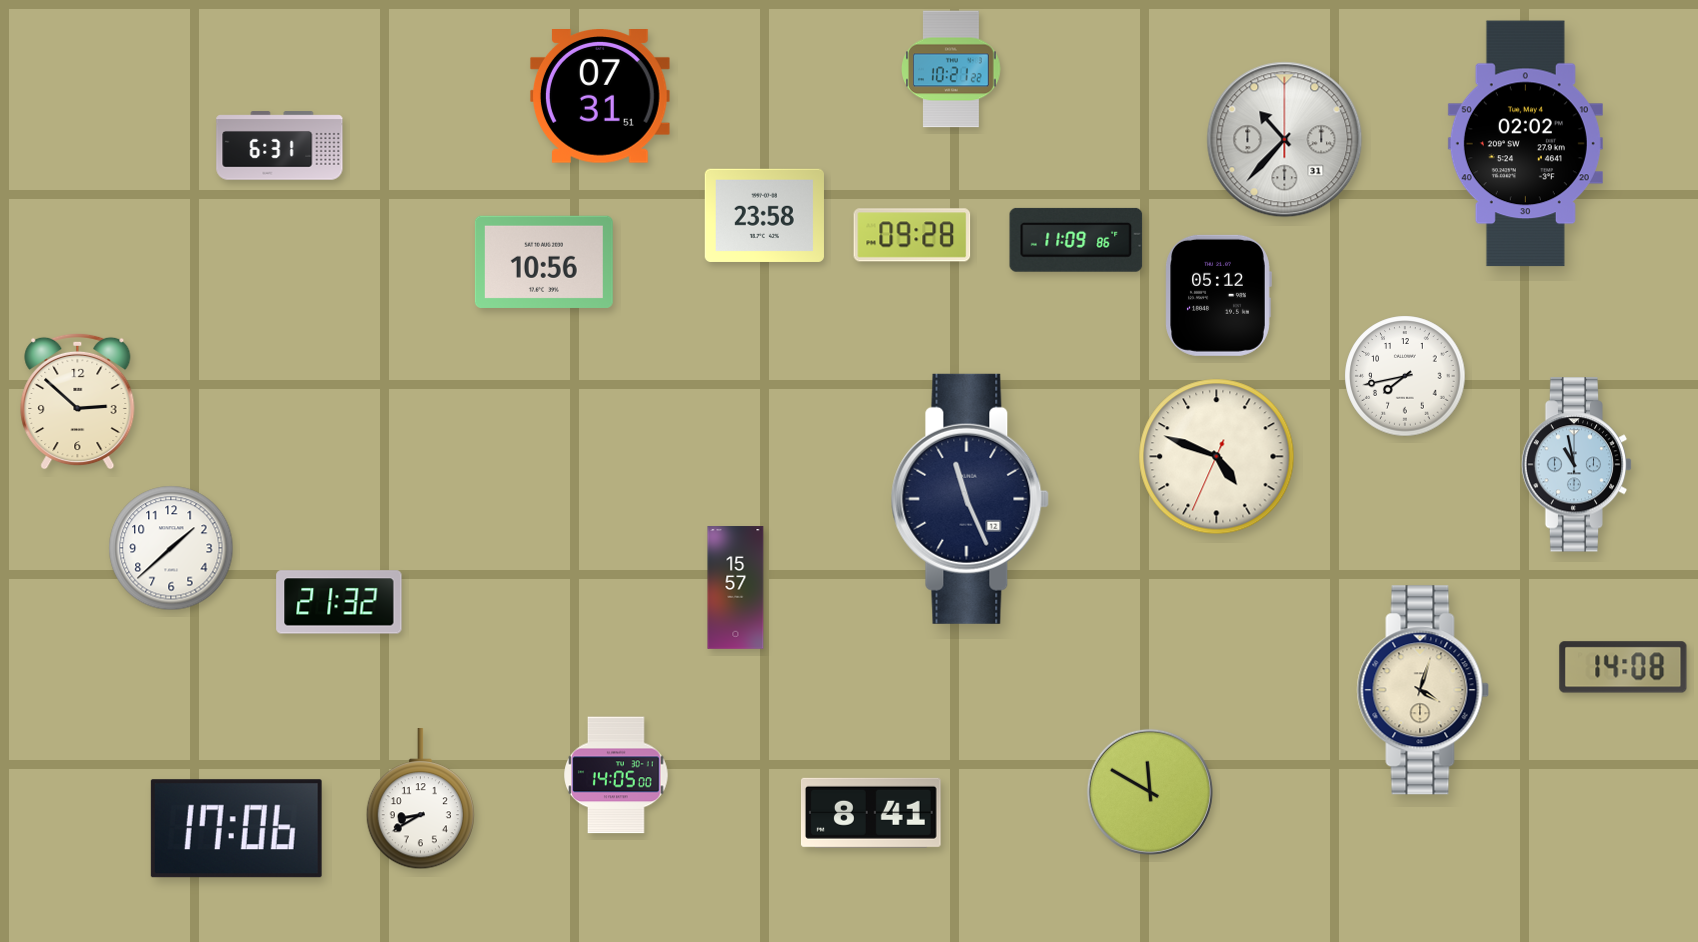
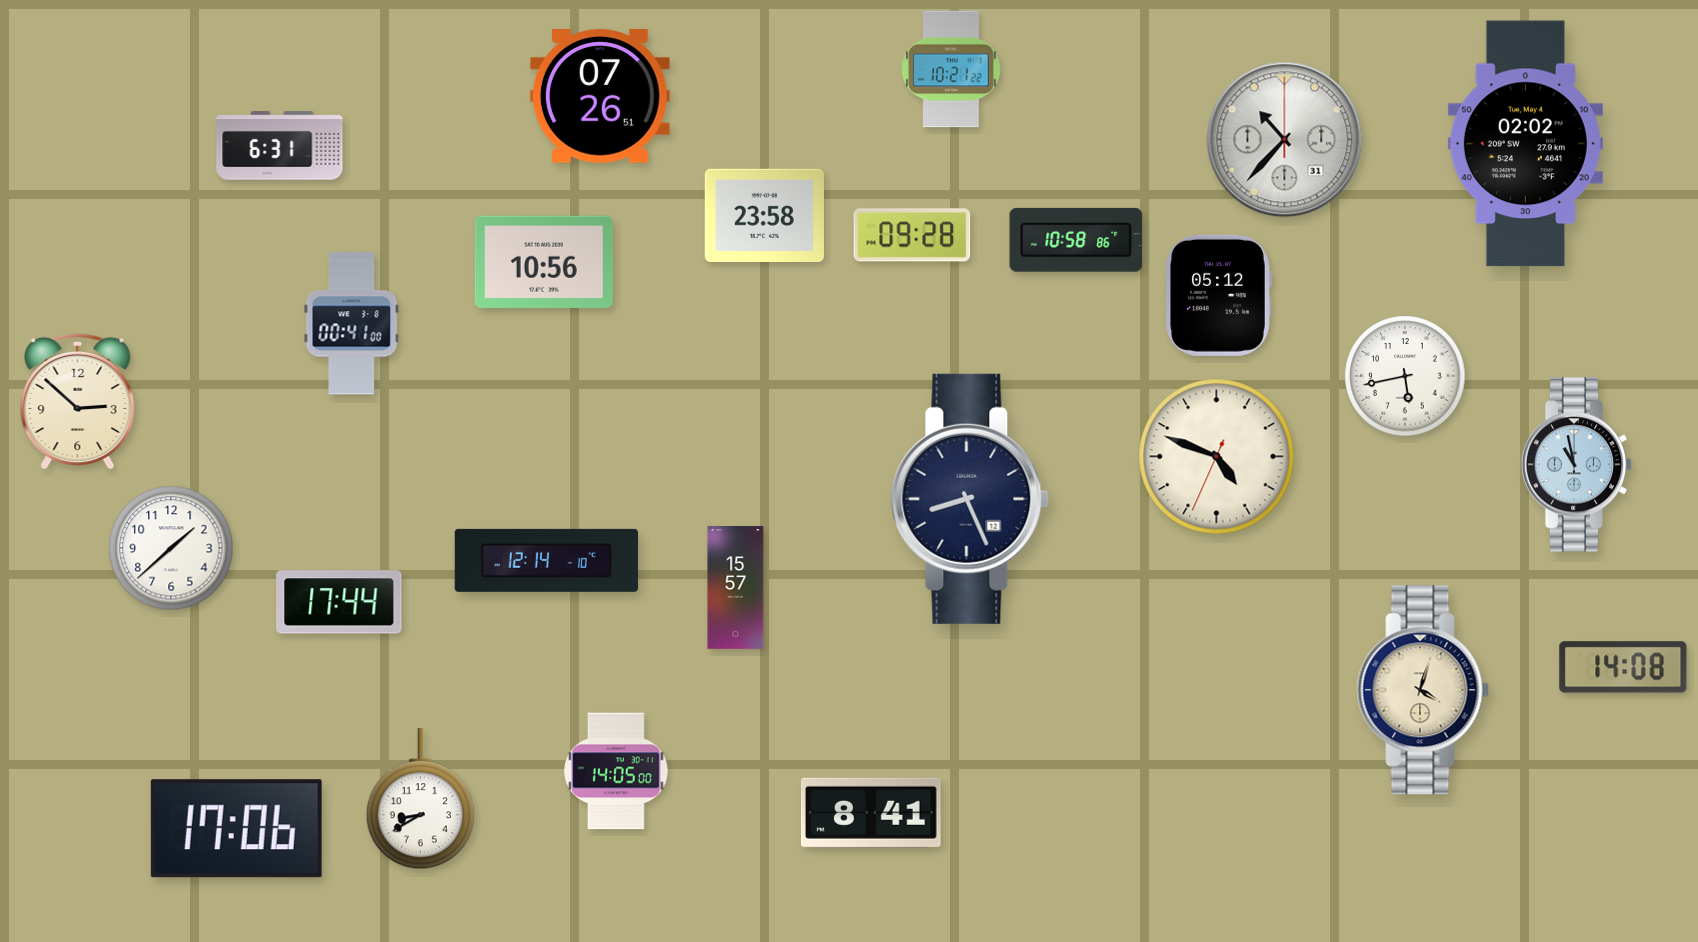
clock at (600, 97): 07:31 -> 07:26
clock at (1076, 240): 11:09 -> 10:58
clock at (352, 324): none -> 00:41
clock at (1405, 376): 7:43 -> 5:43
clock at (970, 499): 11:26 -> 8:26
clock at (546, 560): none -> 12:14
clock at (339, 602): 21:32 -> 17:44
clock at (616, 775) position: (616, 775) -> (616, 771)
clock at (1150, 792): 11:50 -> none
